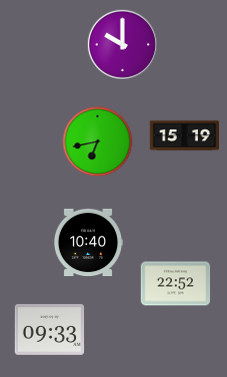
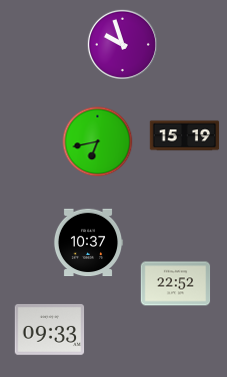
clock at (122, 44): 10:00 -> 9:57
clock at (88, 243): 10:40 -> 10:37
